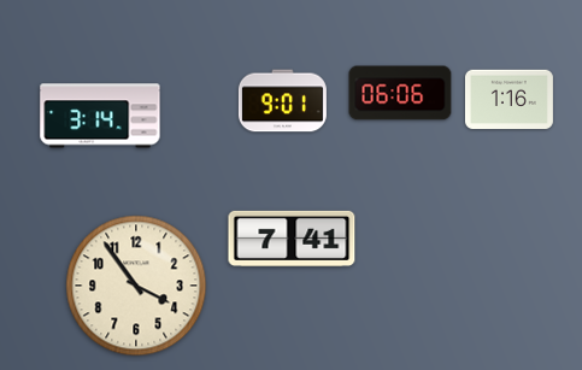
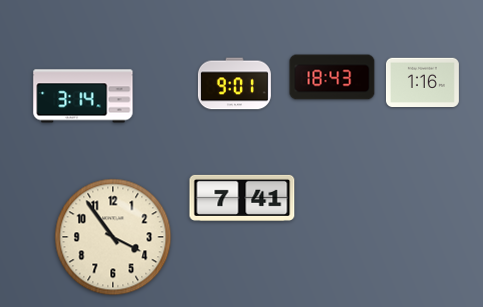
clock at (400, 93): 06:06 -> 18:43
